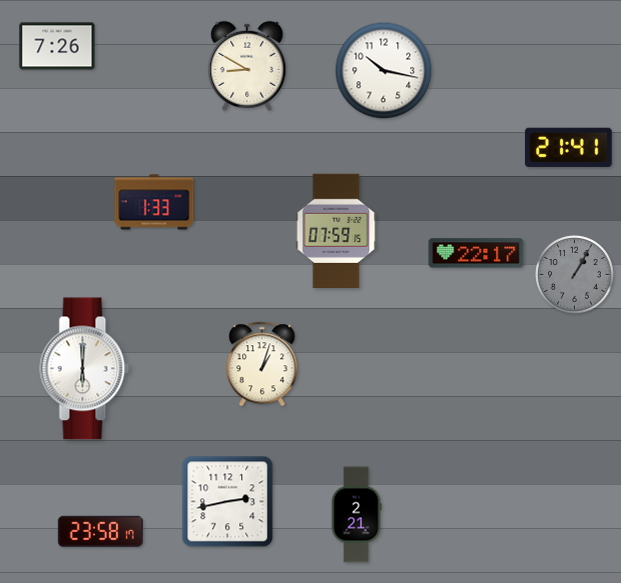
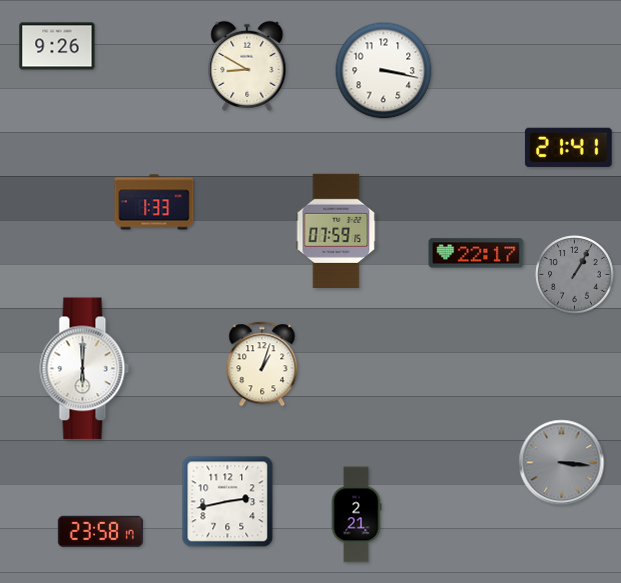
clock at (57, 46): 7:26 -> 9:26
clock at (384, 71): 10:17 -> 3:17
clock at (562, 463): none -> 3:16
